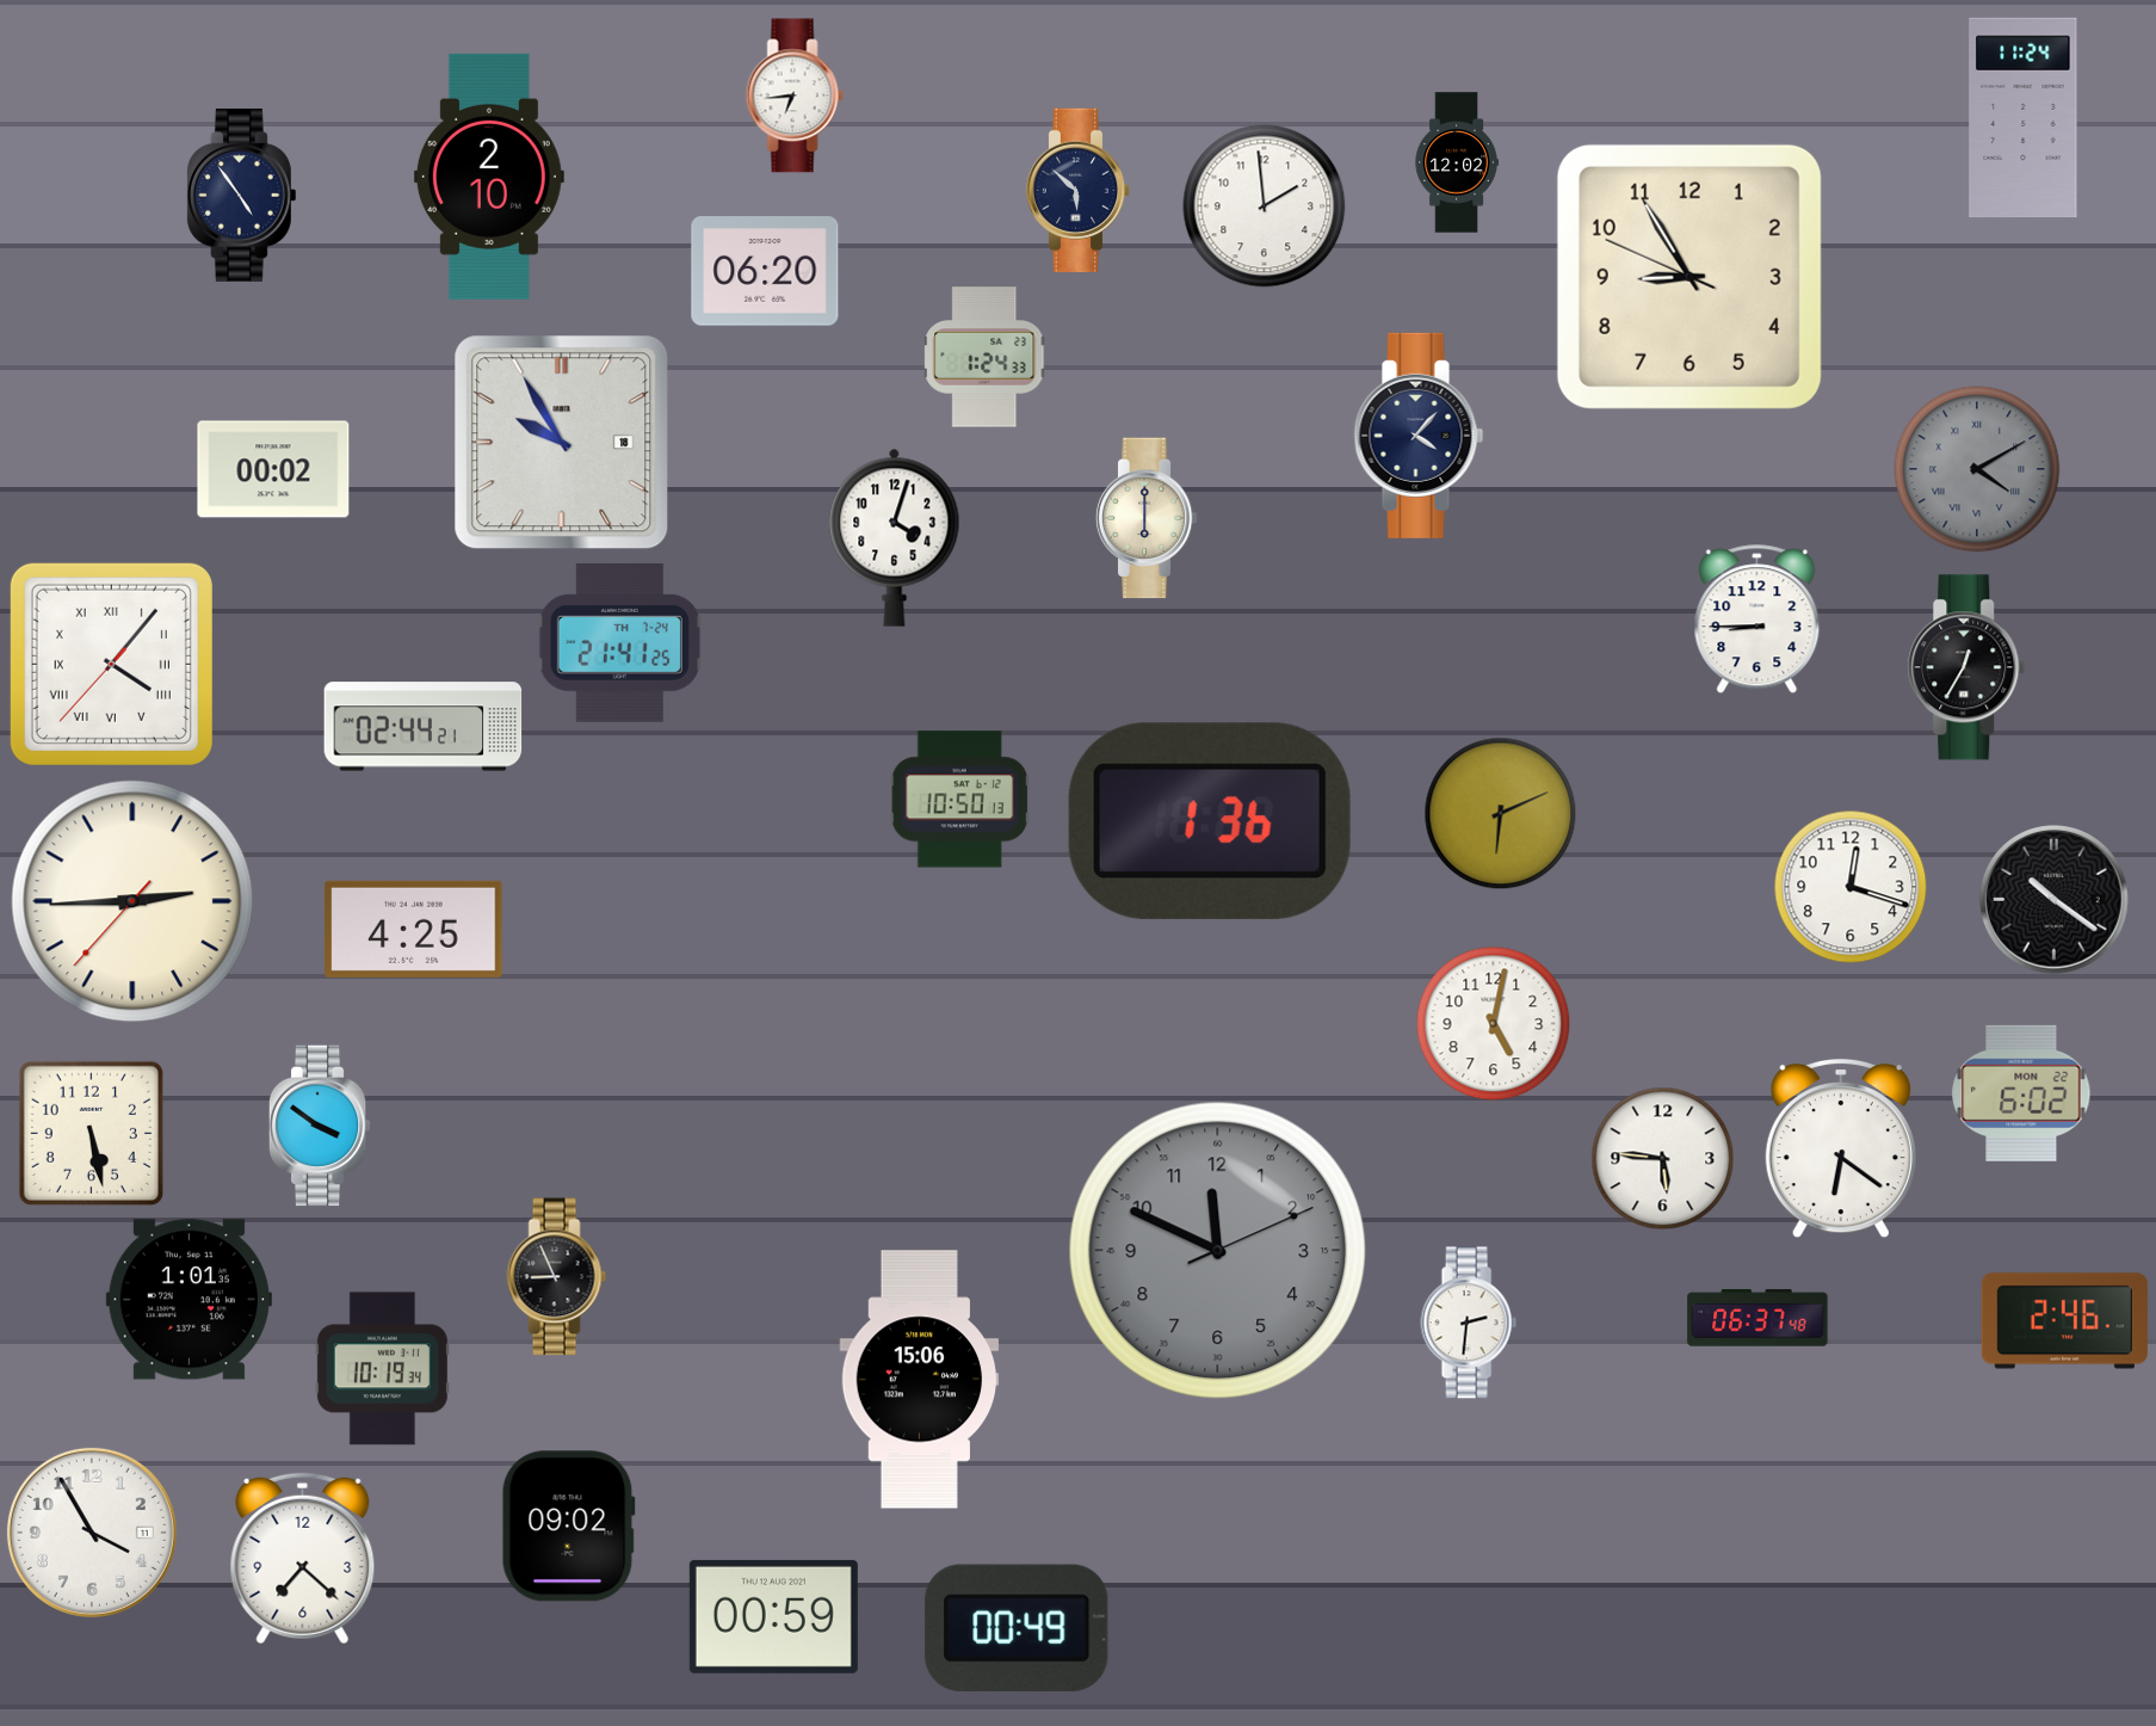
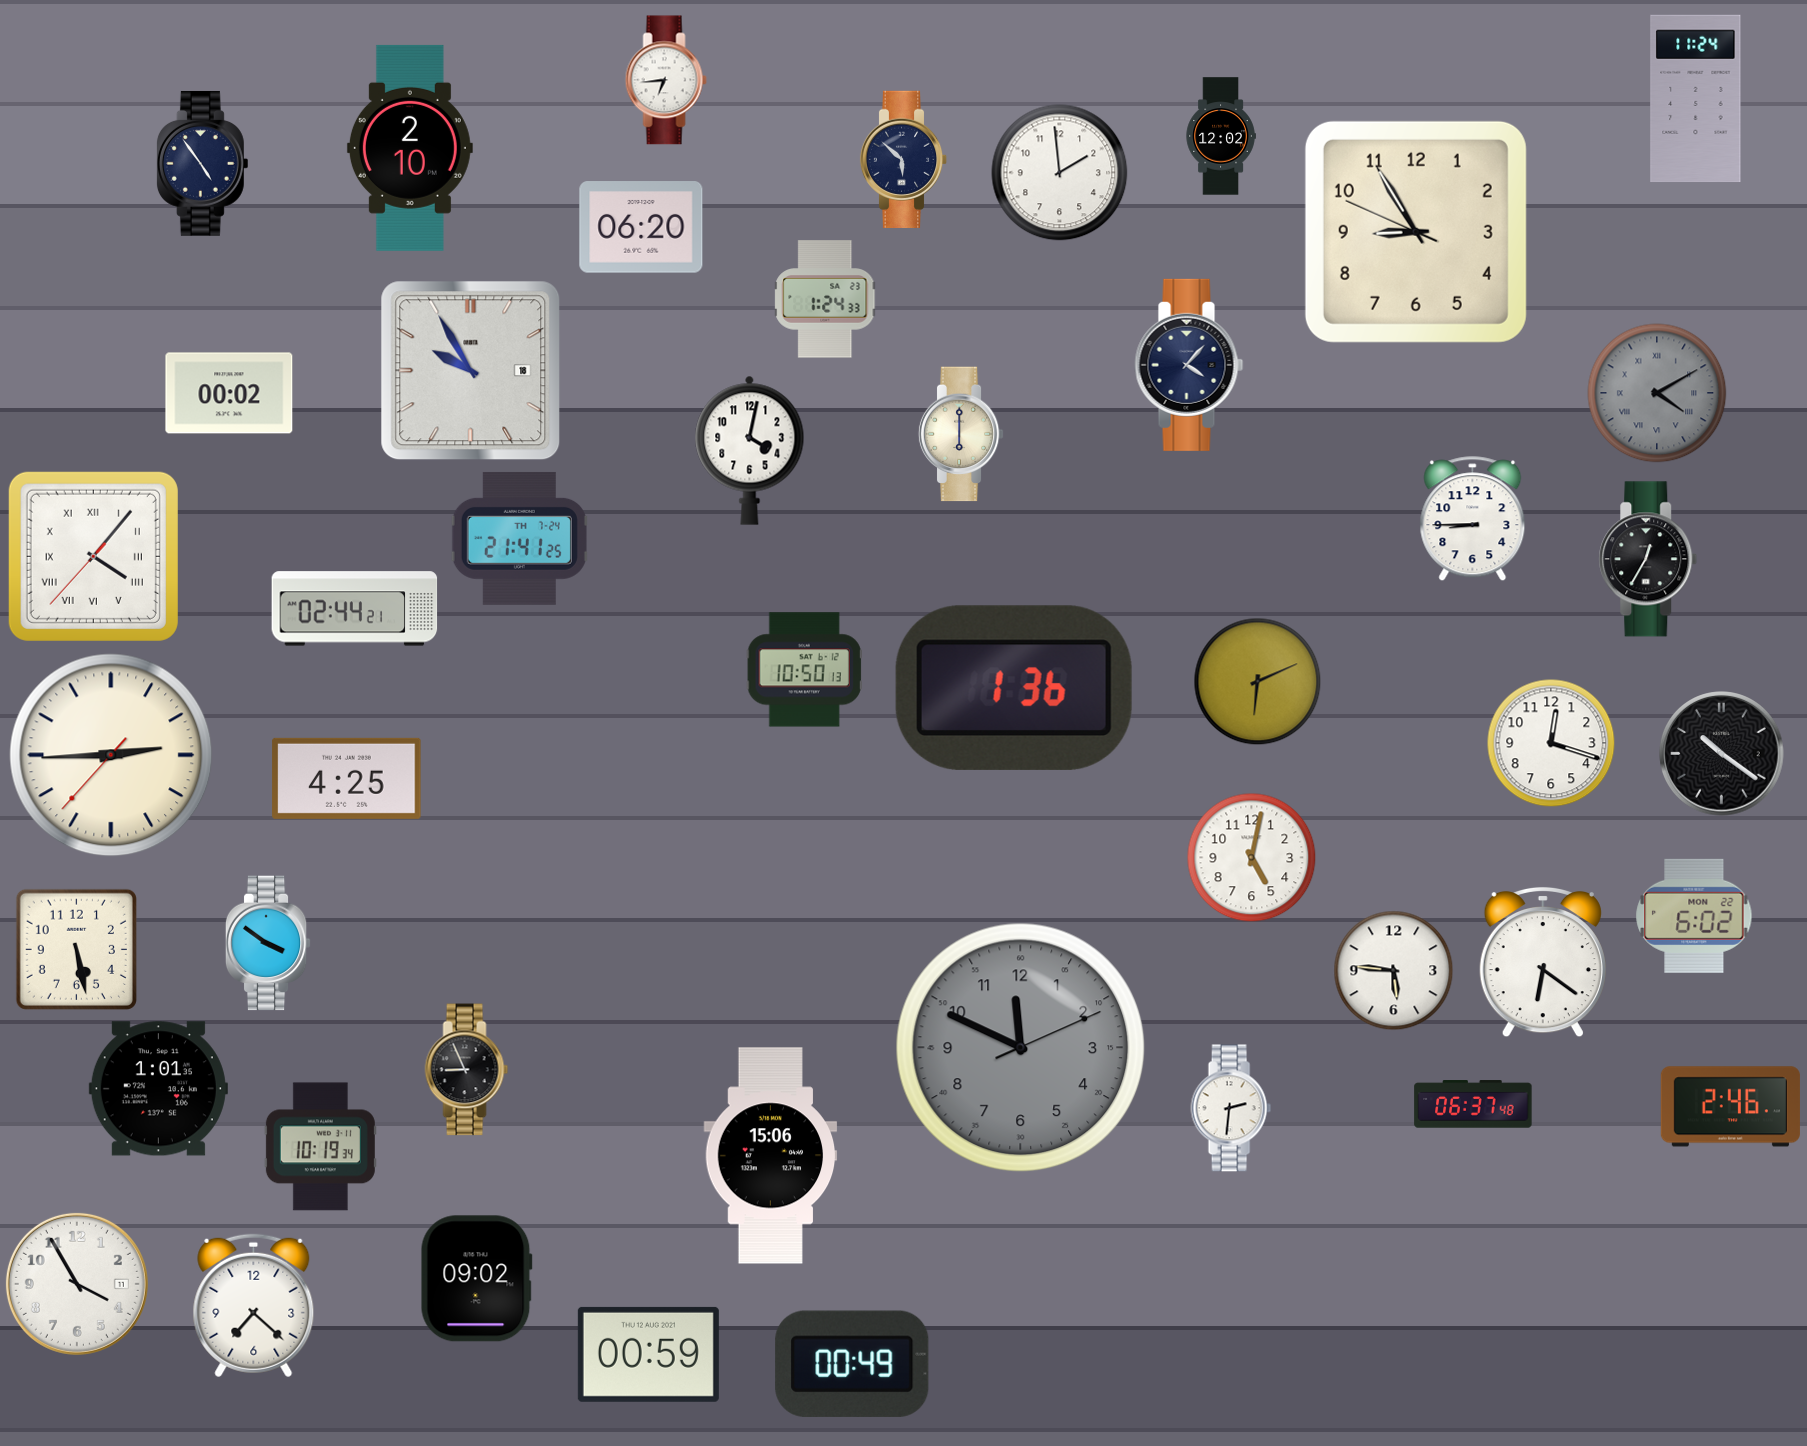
clock at (895, 537): 4:03 -> 4:02
